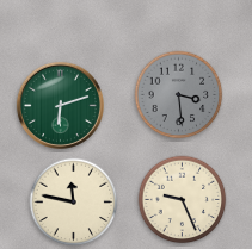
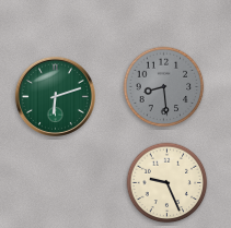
clock at (179, 95): 3:29 -> 8:29
clock at (74, 203): 11:47 -> none
